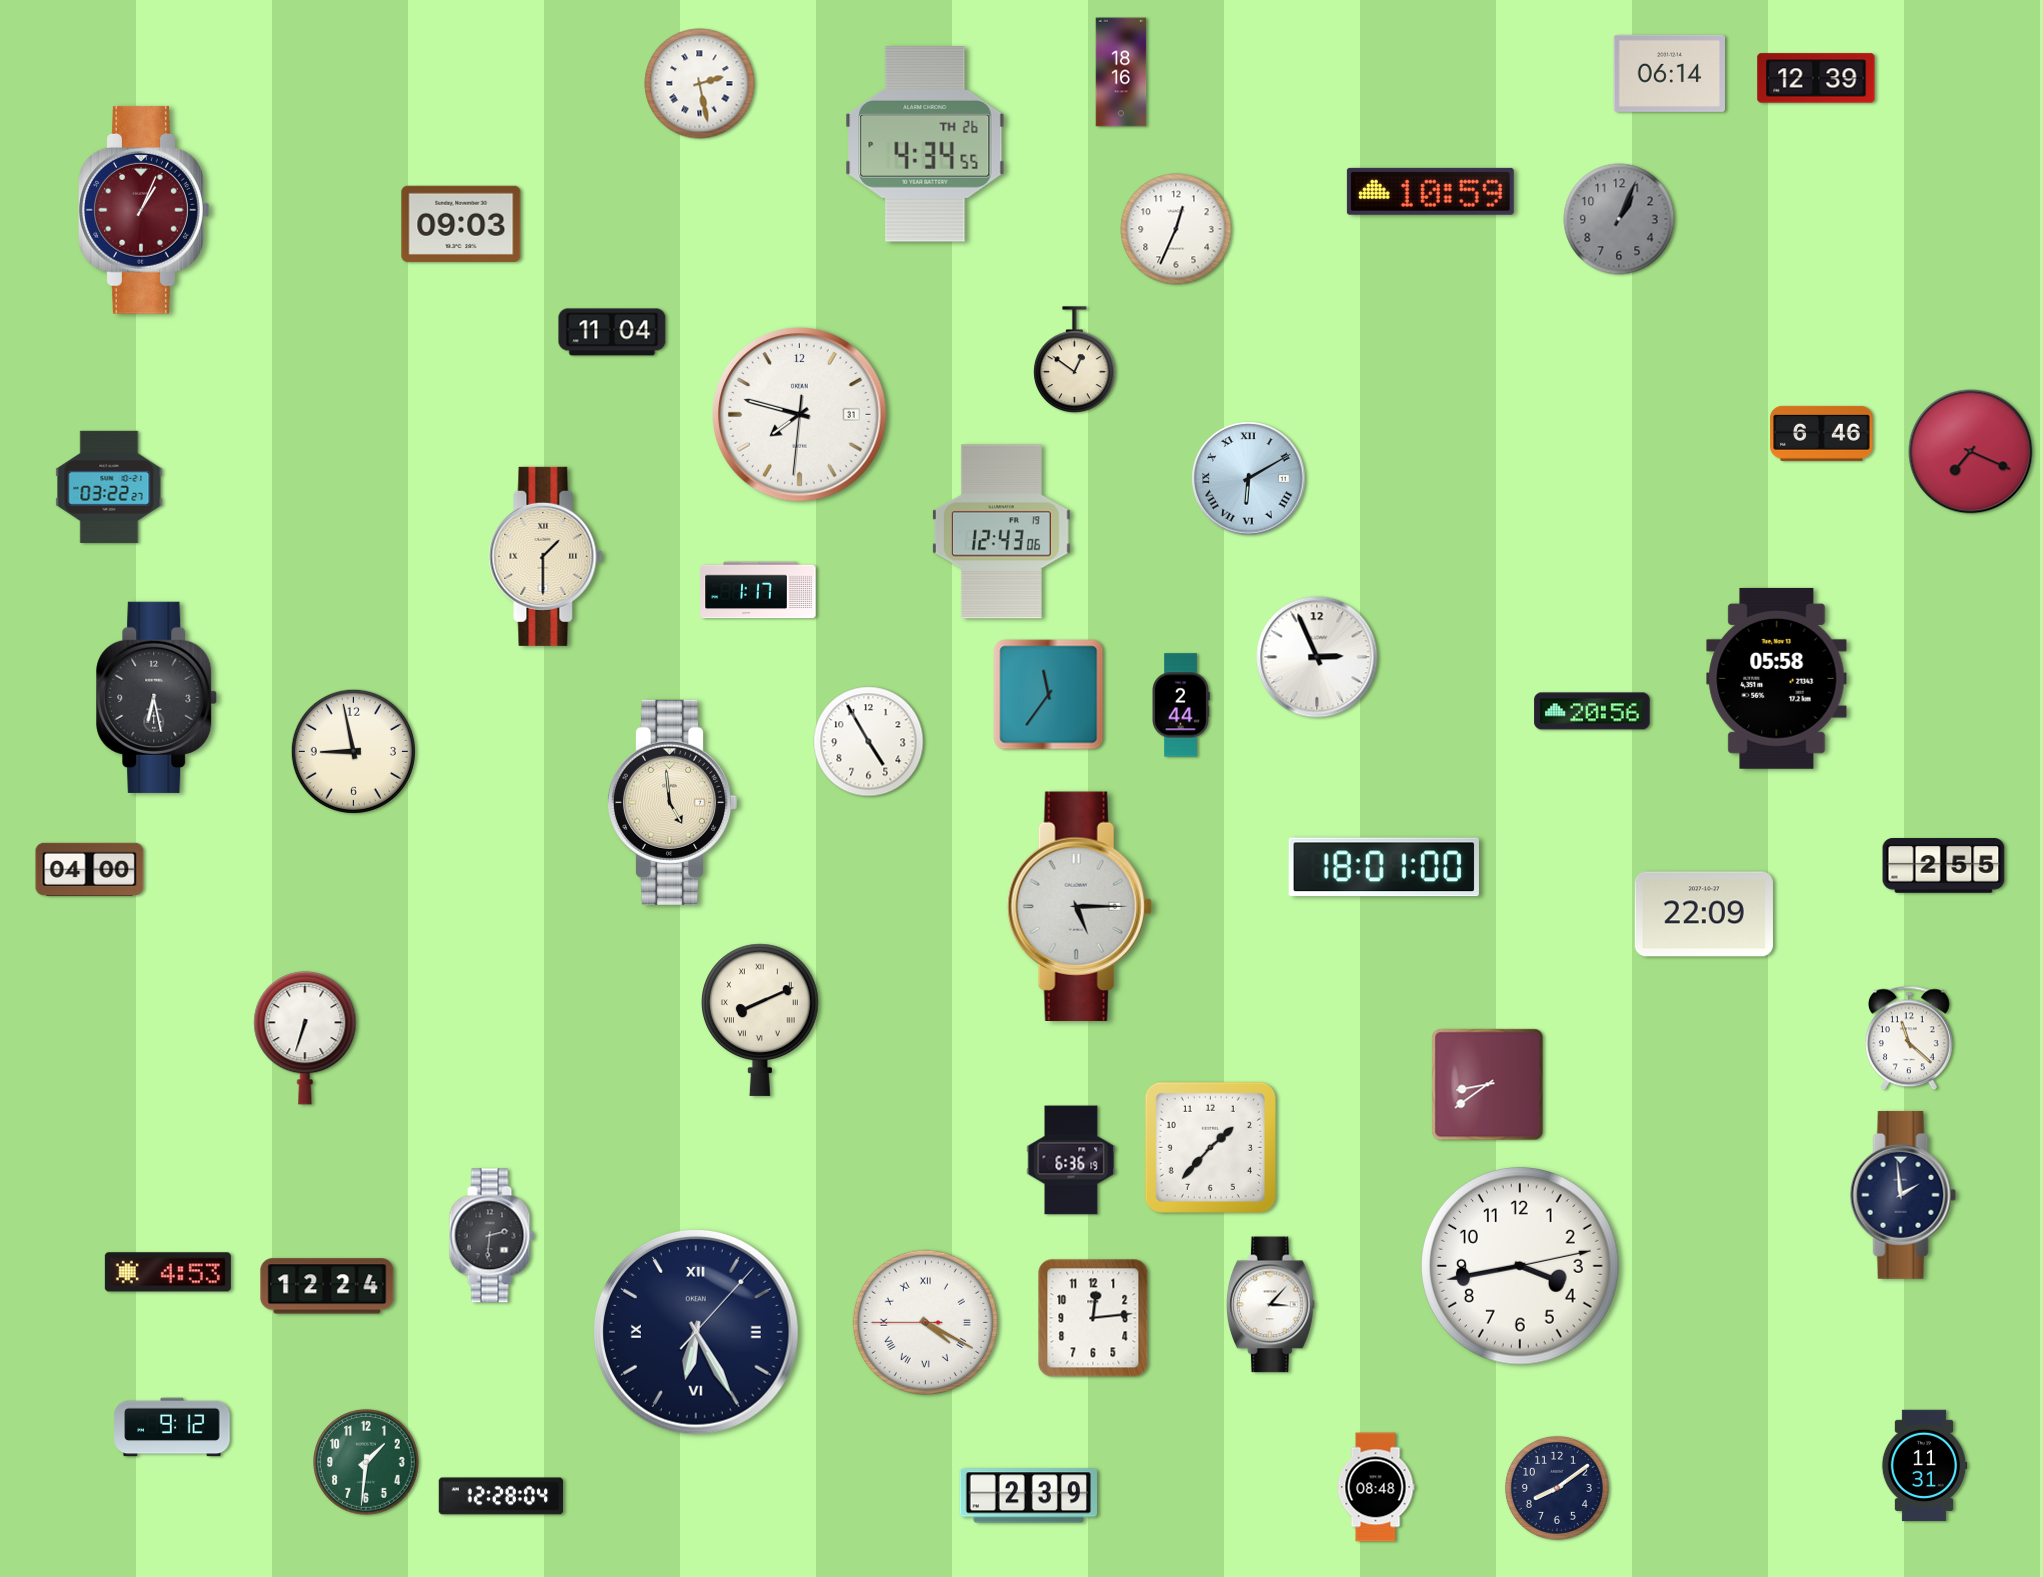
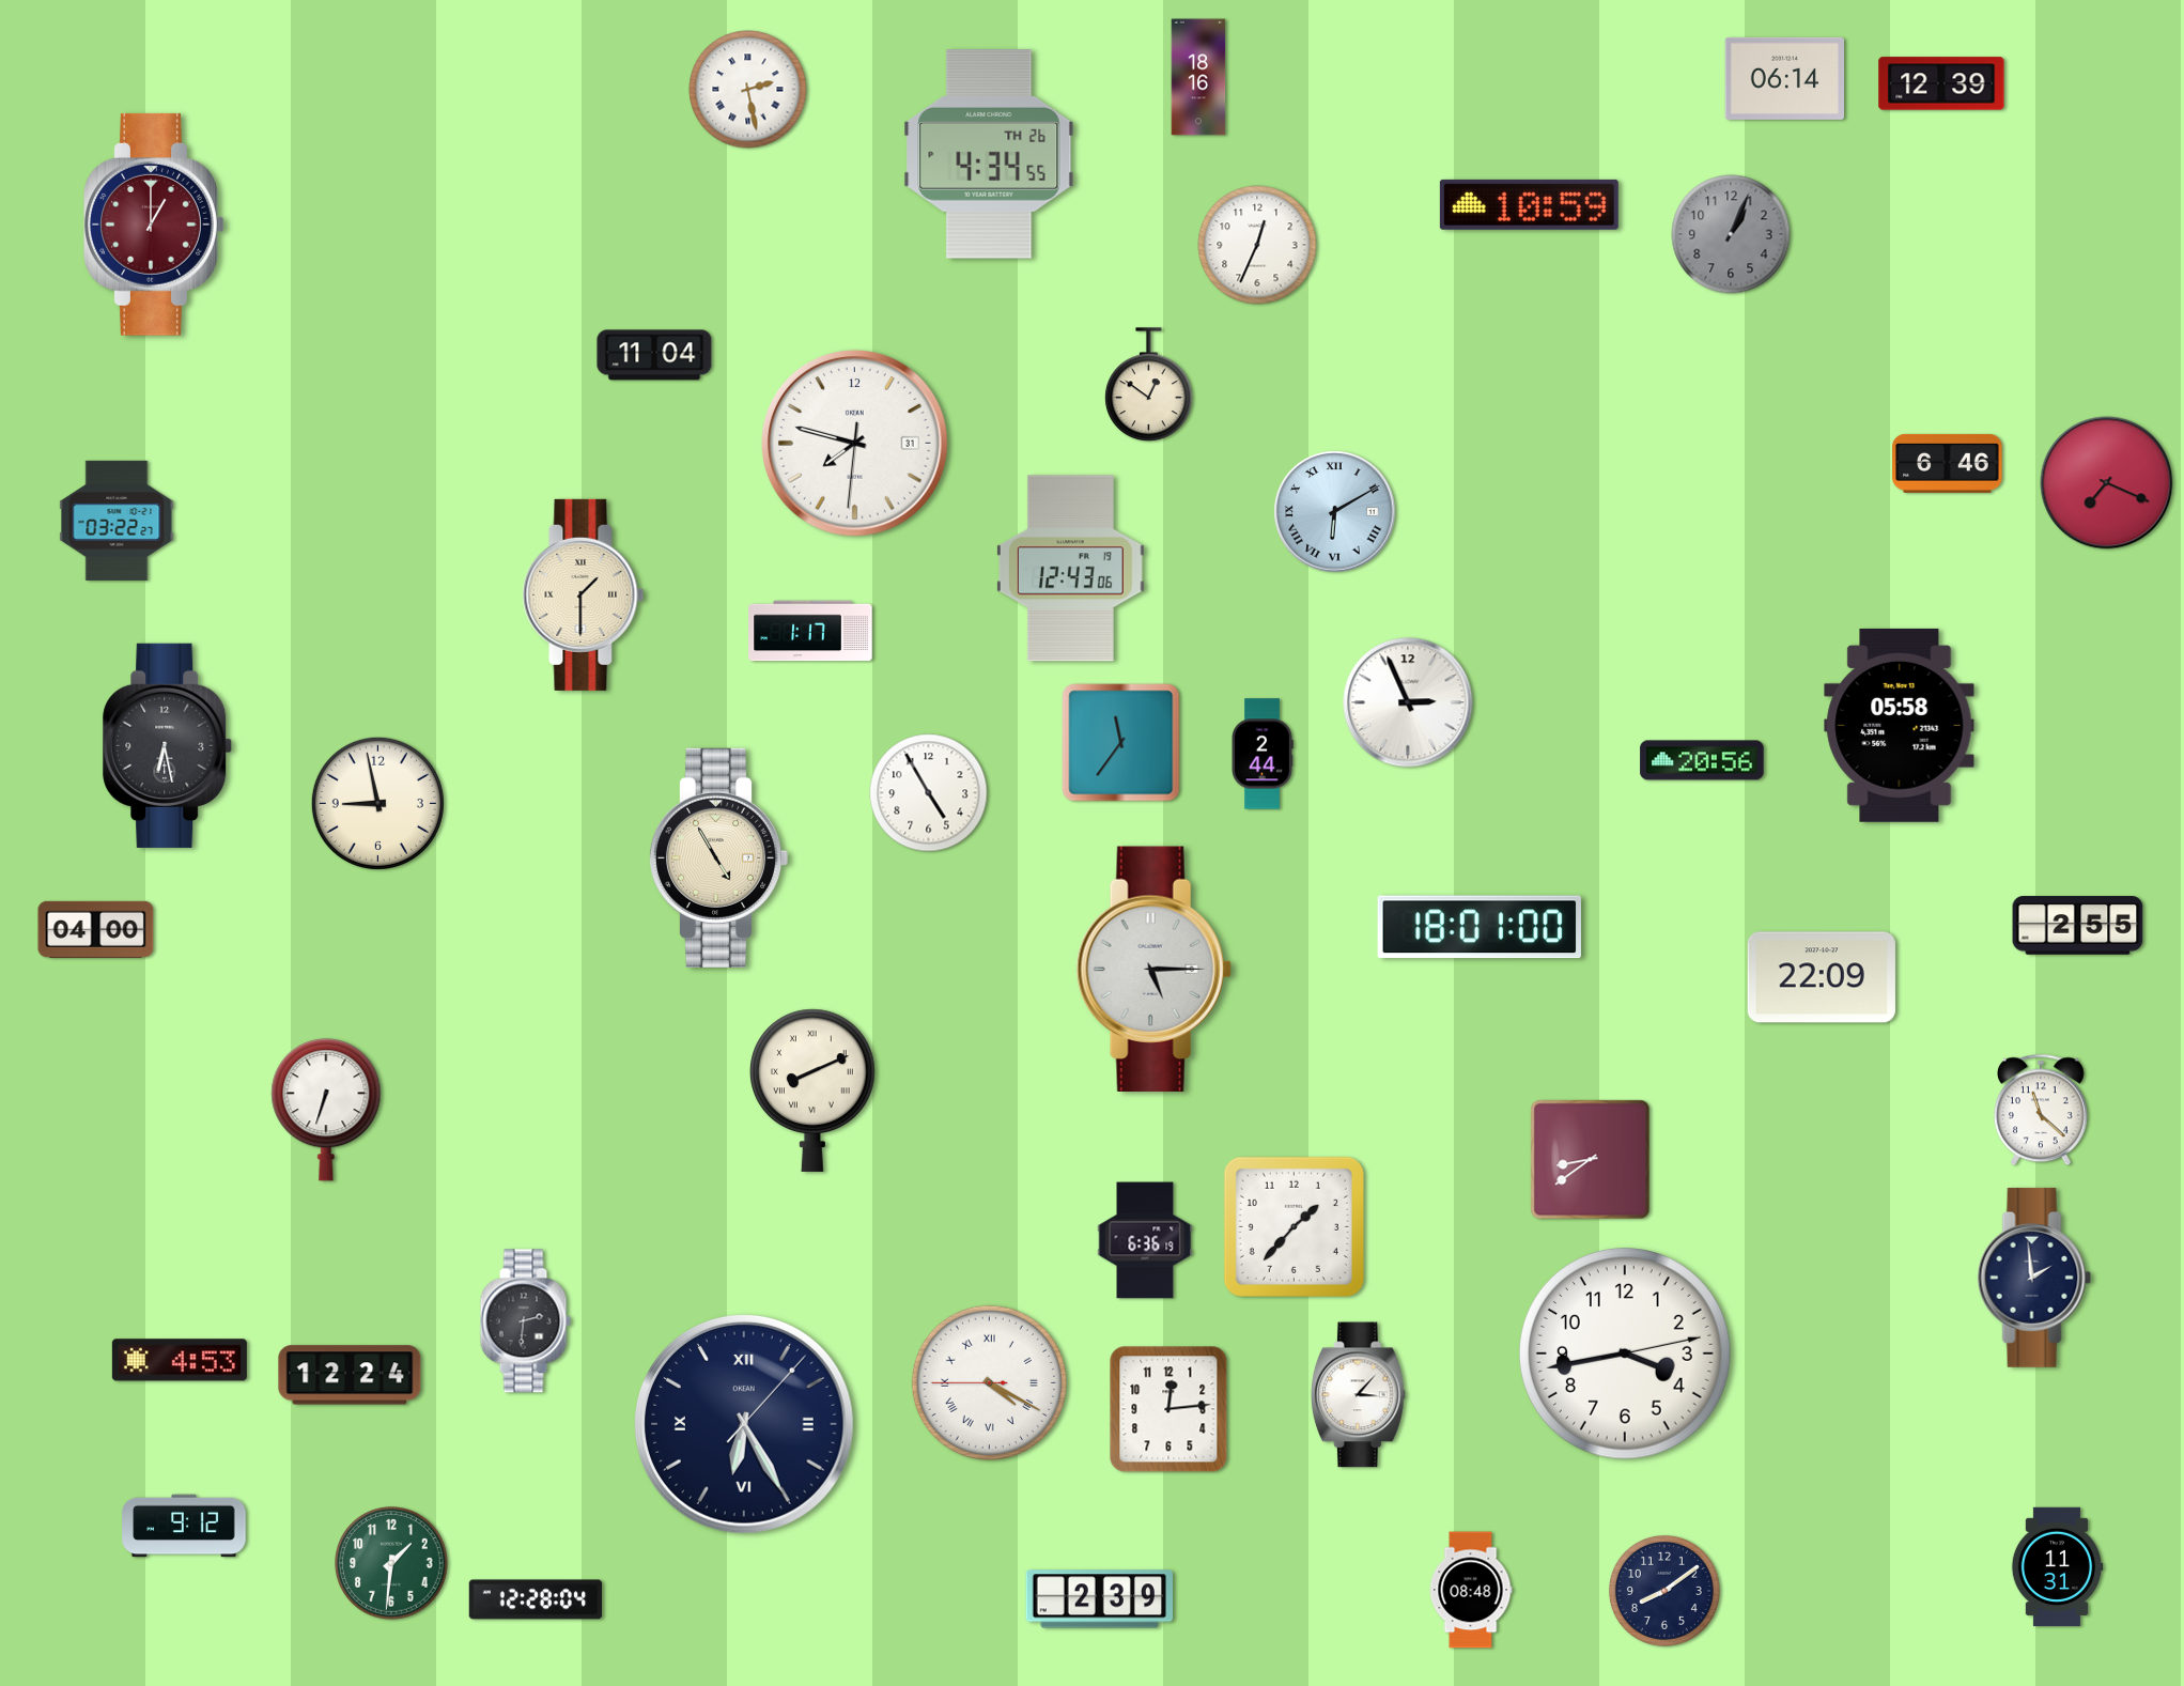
clock at (144, 210): 1:04 -> 1:00
clock at (461, 224): 09:03 -> none
clock at (672, 802): 4:59 -> 4:55
clock at (925, 1322) position: (925, 1322) -> (989, 1382)
